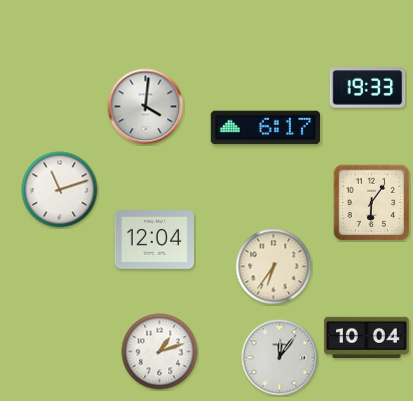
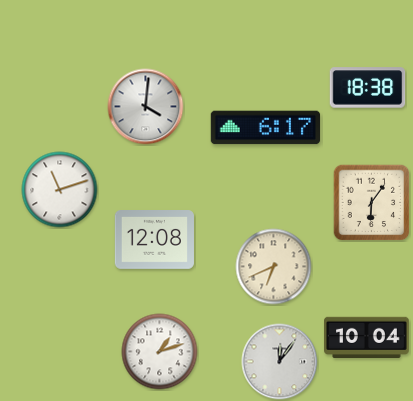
clock at (368, 88): 19:33 -> 18:38
clock at (154, 240): 12:04 -> 12:08
clock at (274, 267): 6:36 -> 6:41
clock at (280, 358) position: (280, 358) -> (280, 362)
